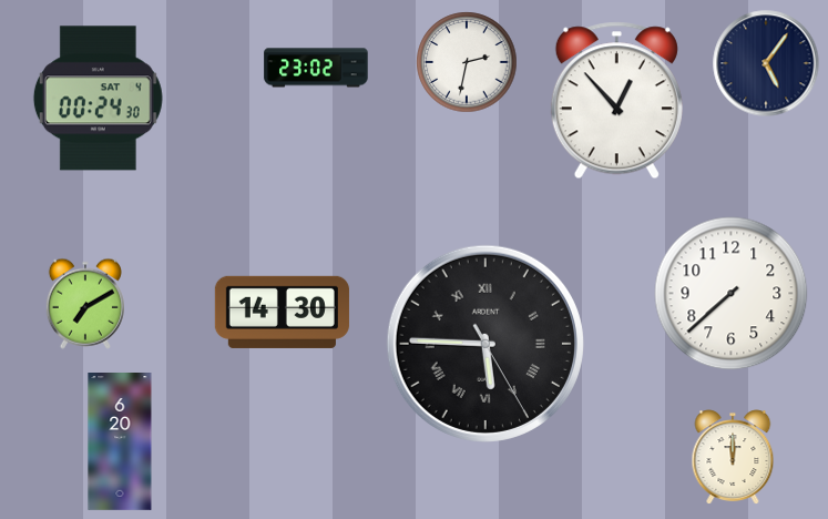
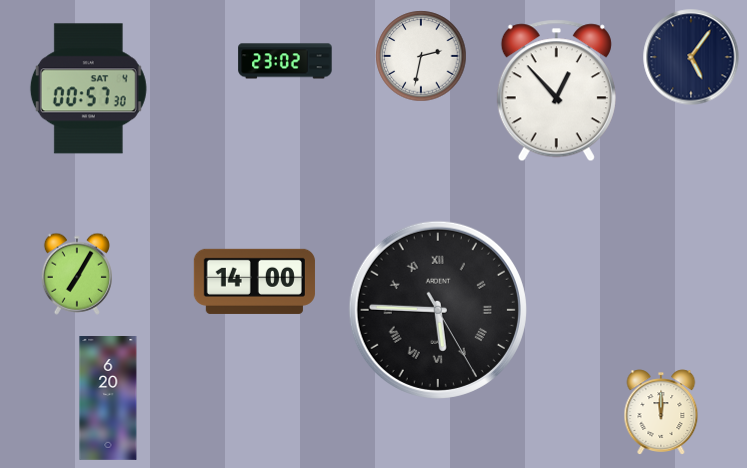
clock at (98, 99): 00:24 -> 00:57
clock at (732, 294): 7:38 -> none
clock at (85, 304): 7:10 -> 7:05
clock at (282, 312): 14:30 -> 14:00
